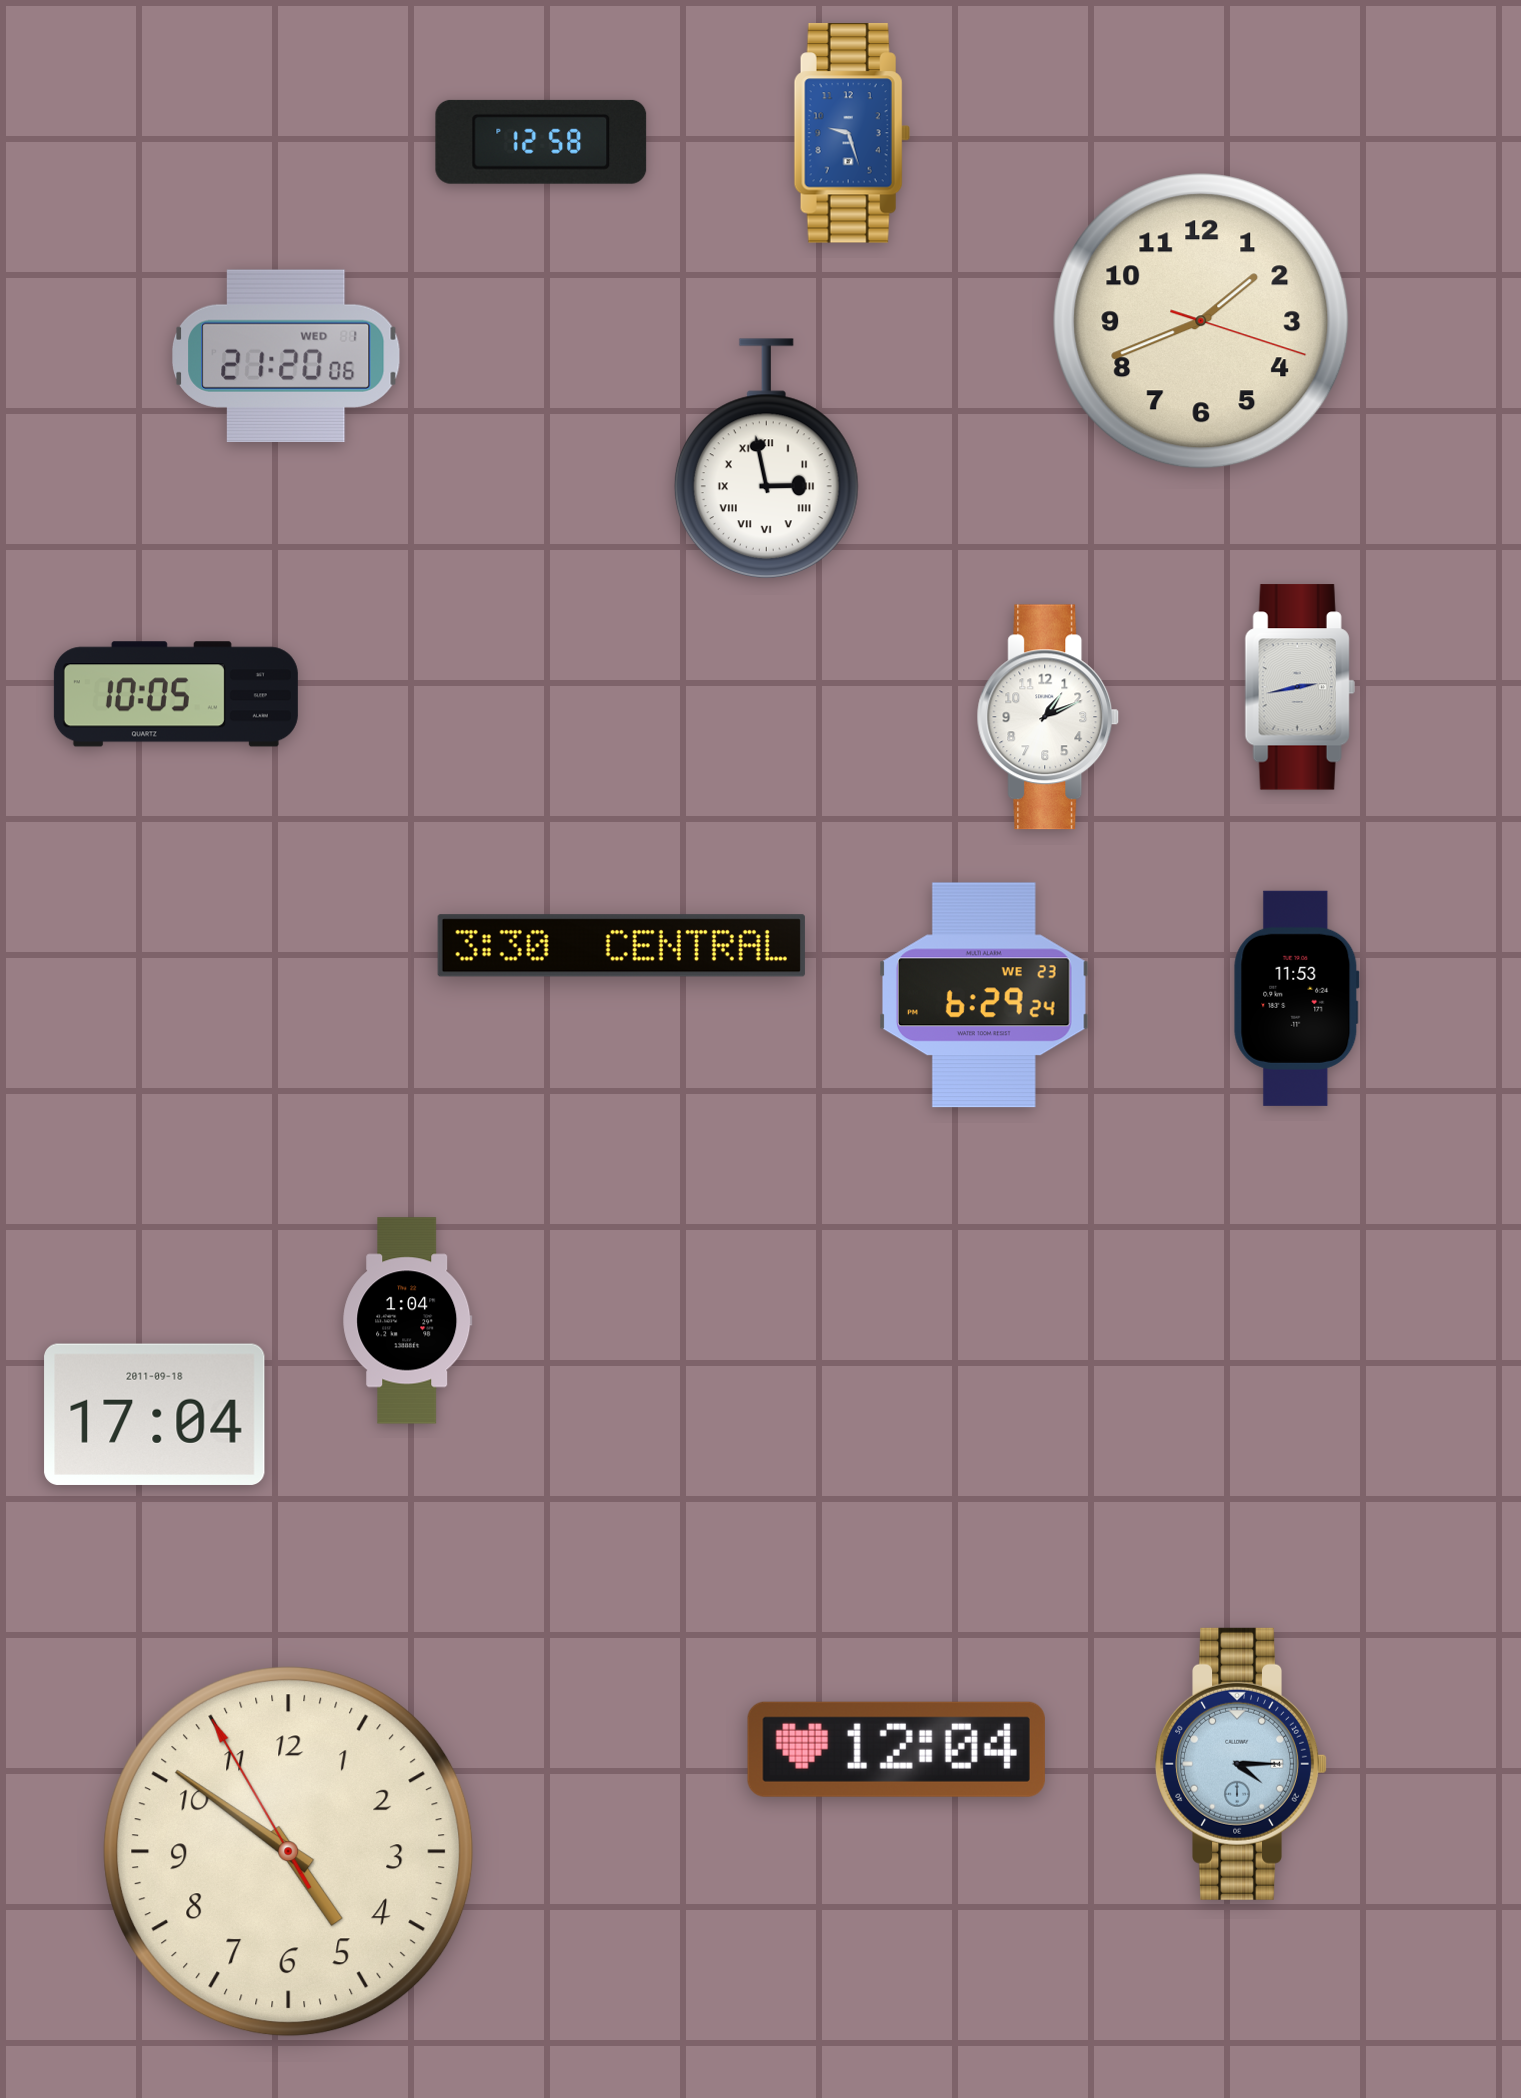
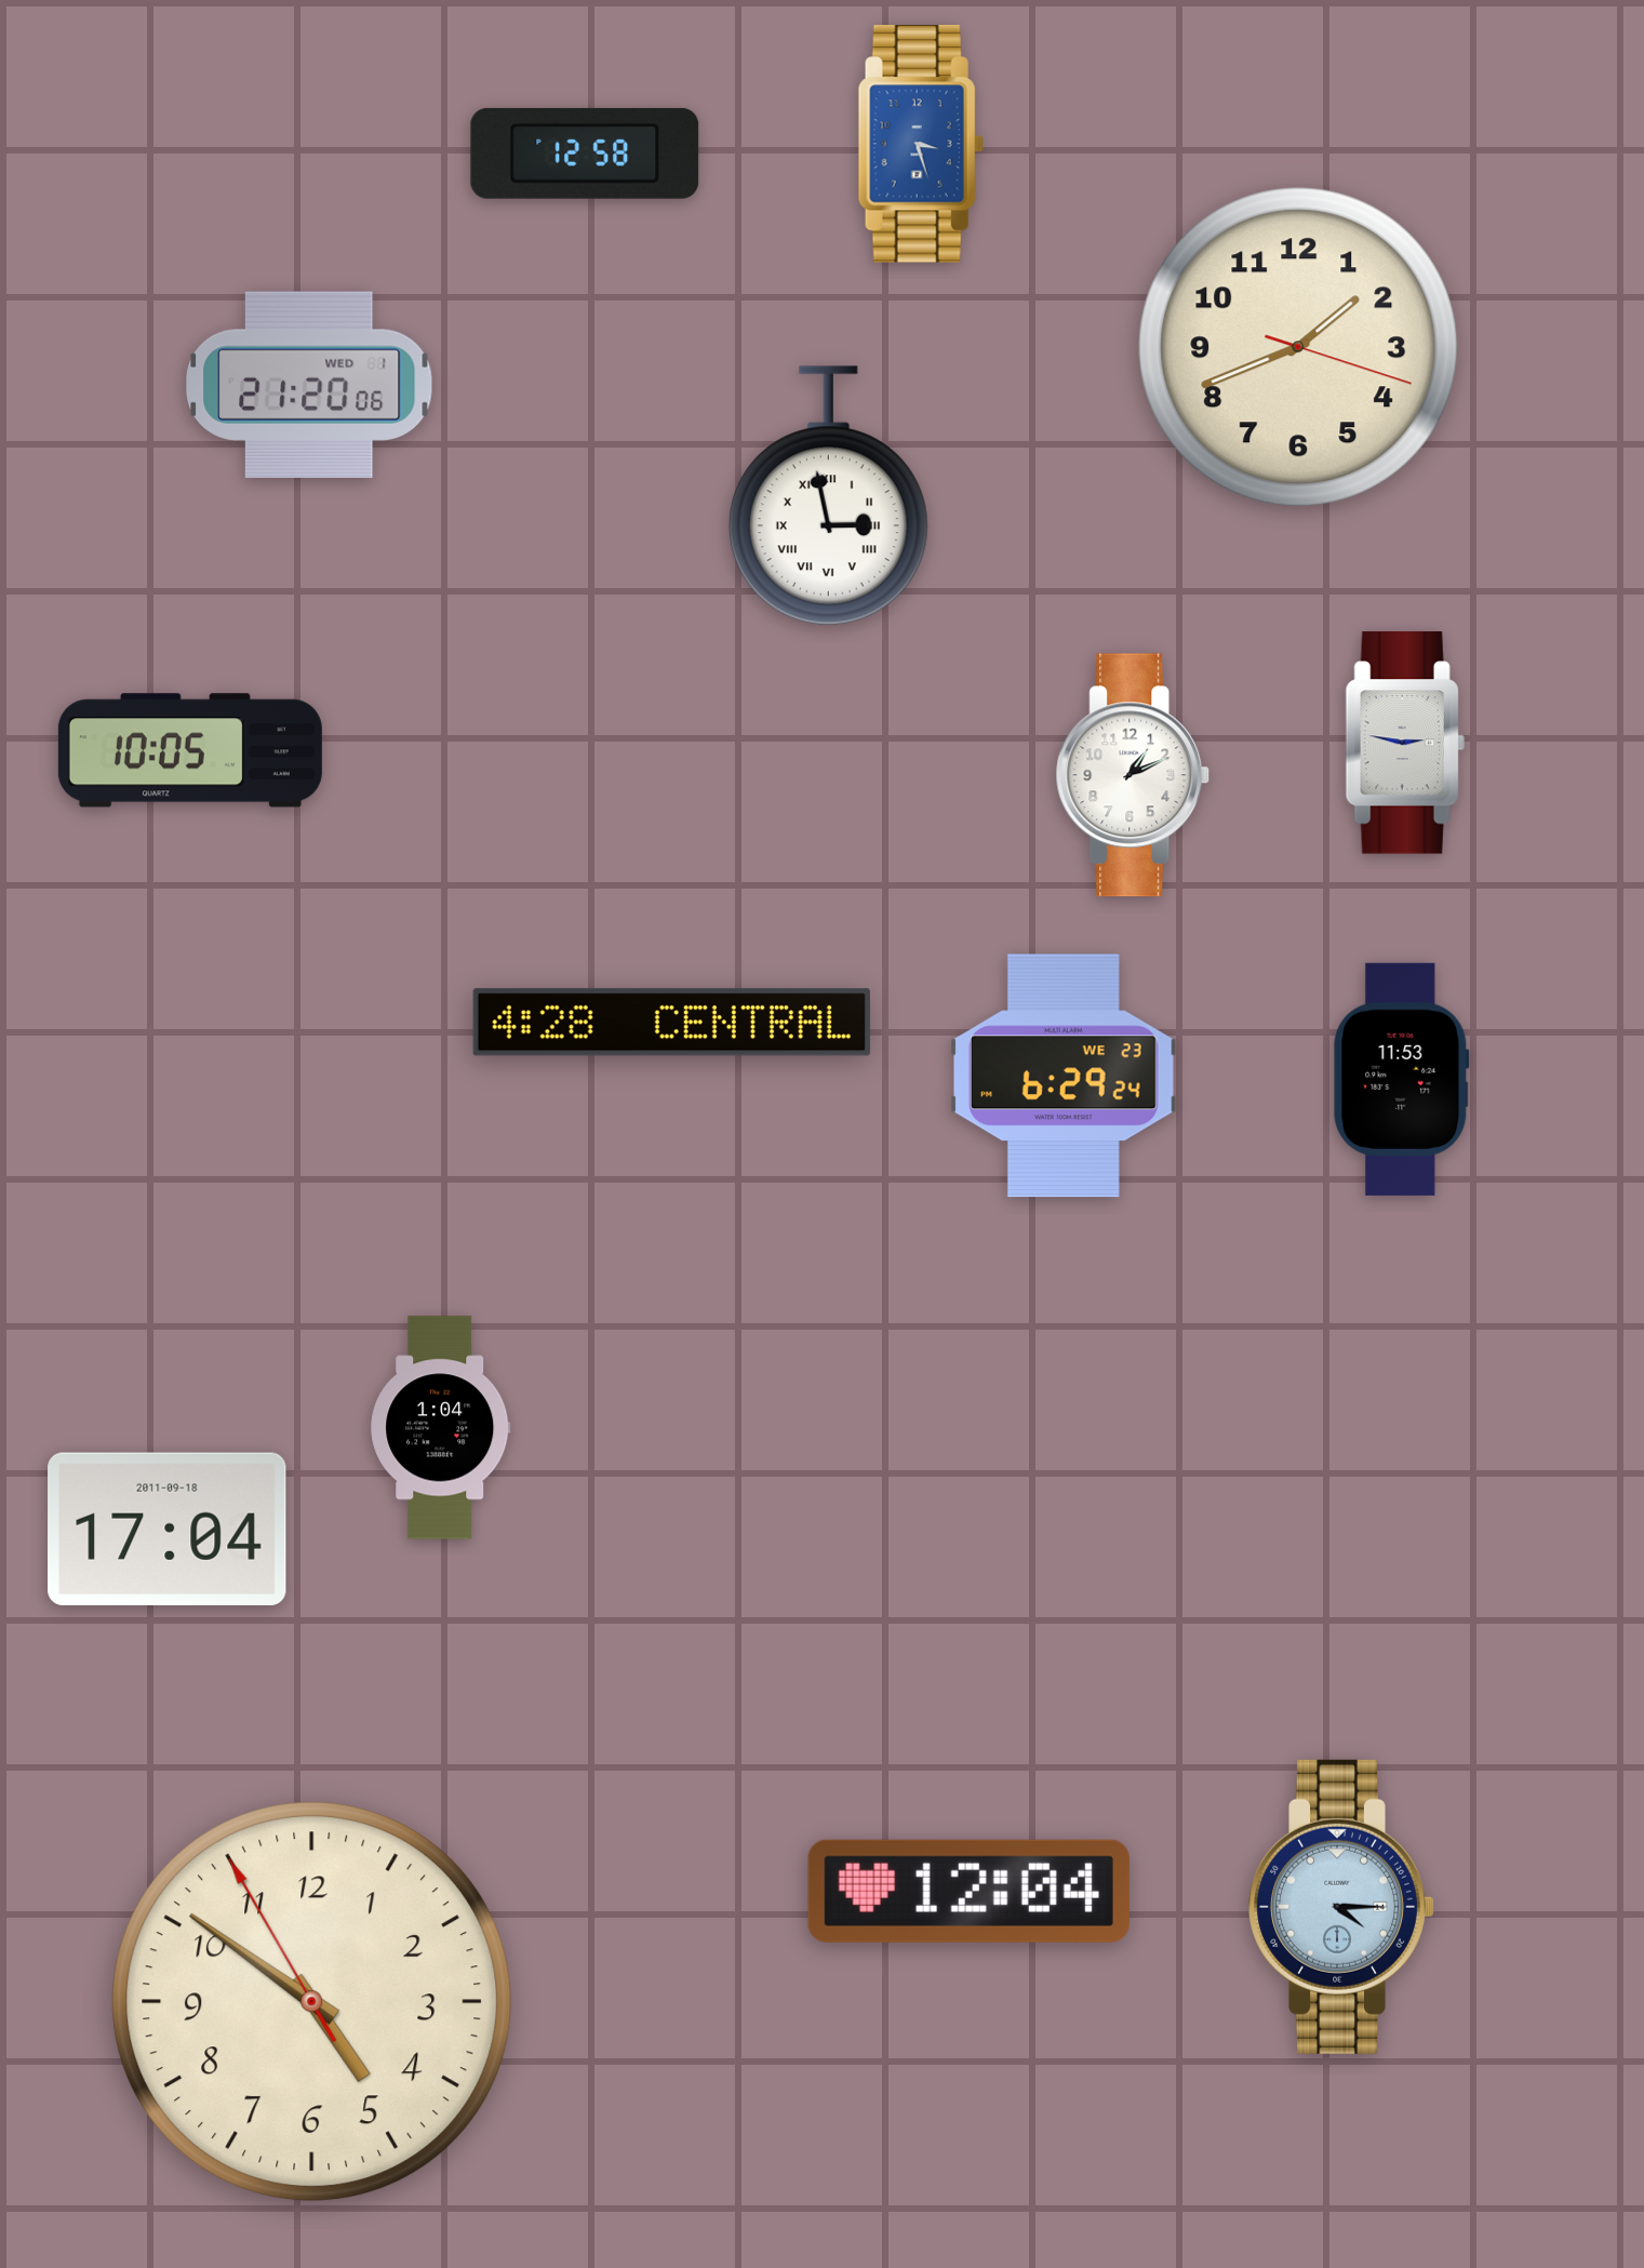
clock at (852, 133): 9:27 -> 3:27
clock at (1300, 687): 2:43 -> 2:47
clock at (621, 946): 3:30 -> 4:28
